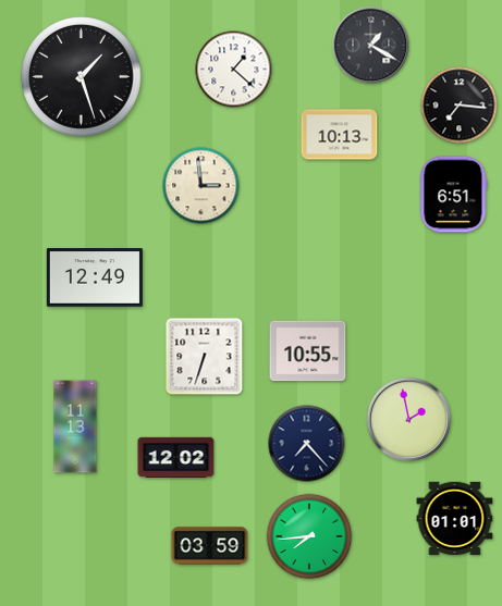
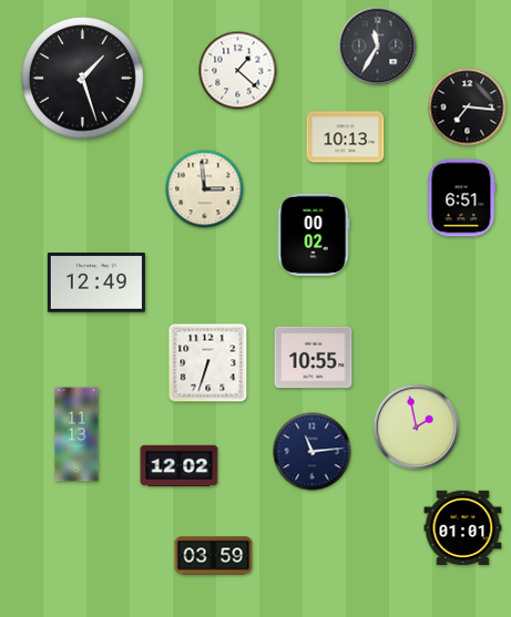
clock at (371, 46): 1:20 -> 11:35
clock at (314, 235): none -> 00:02
clock at (307, 444): 7:23 -> 11:14
clock at (309, 536): 7:44 -> none
